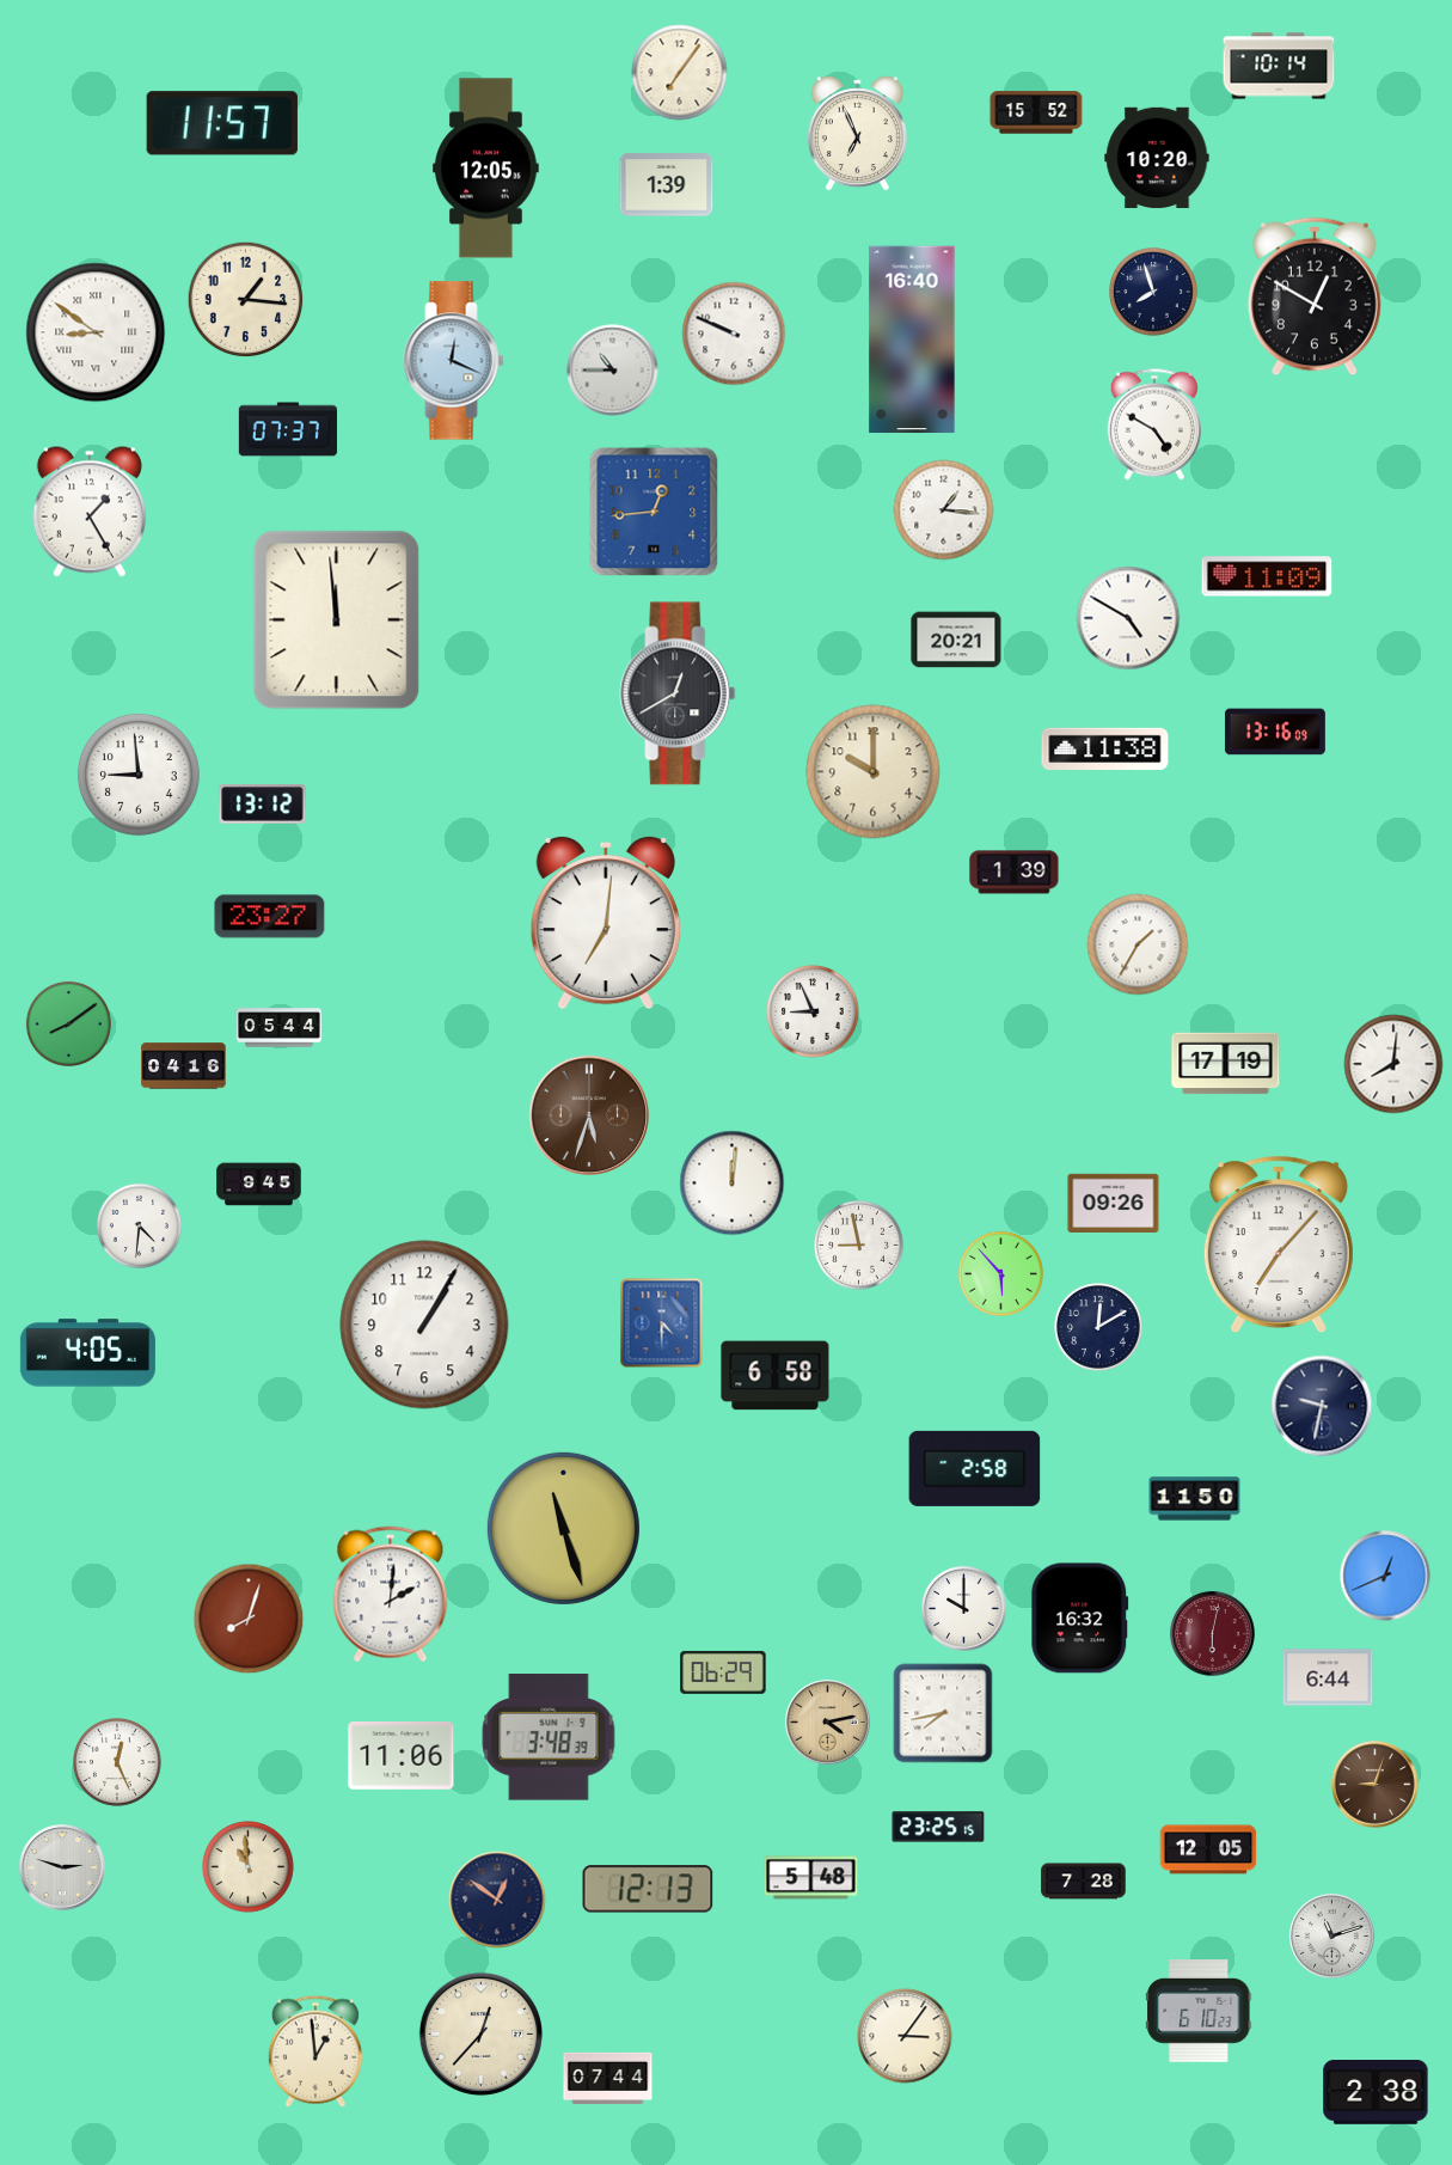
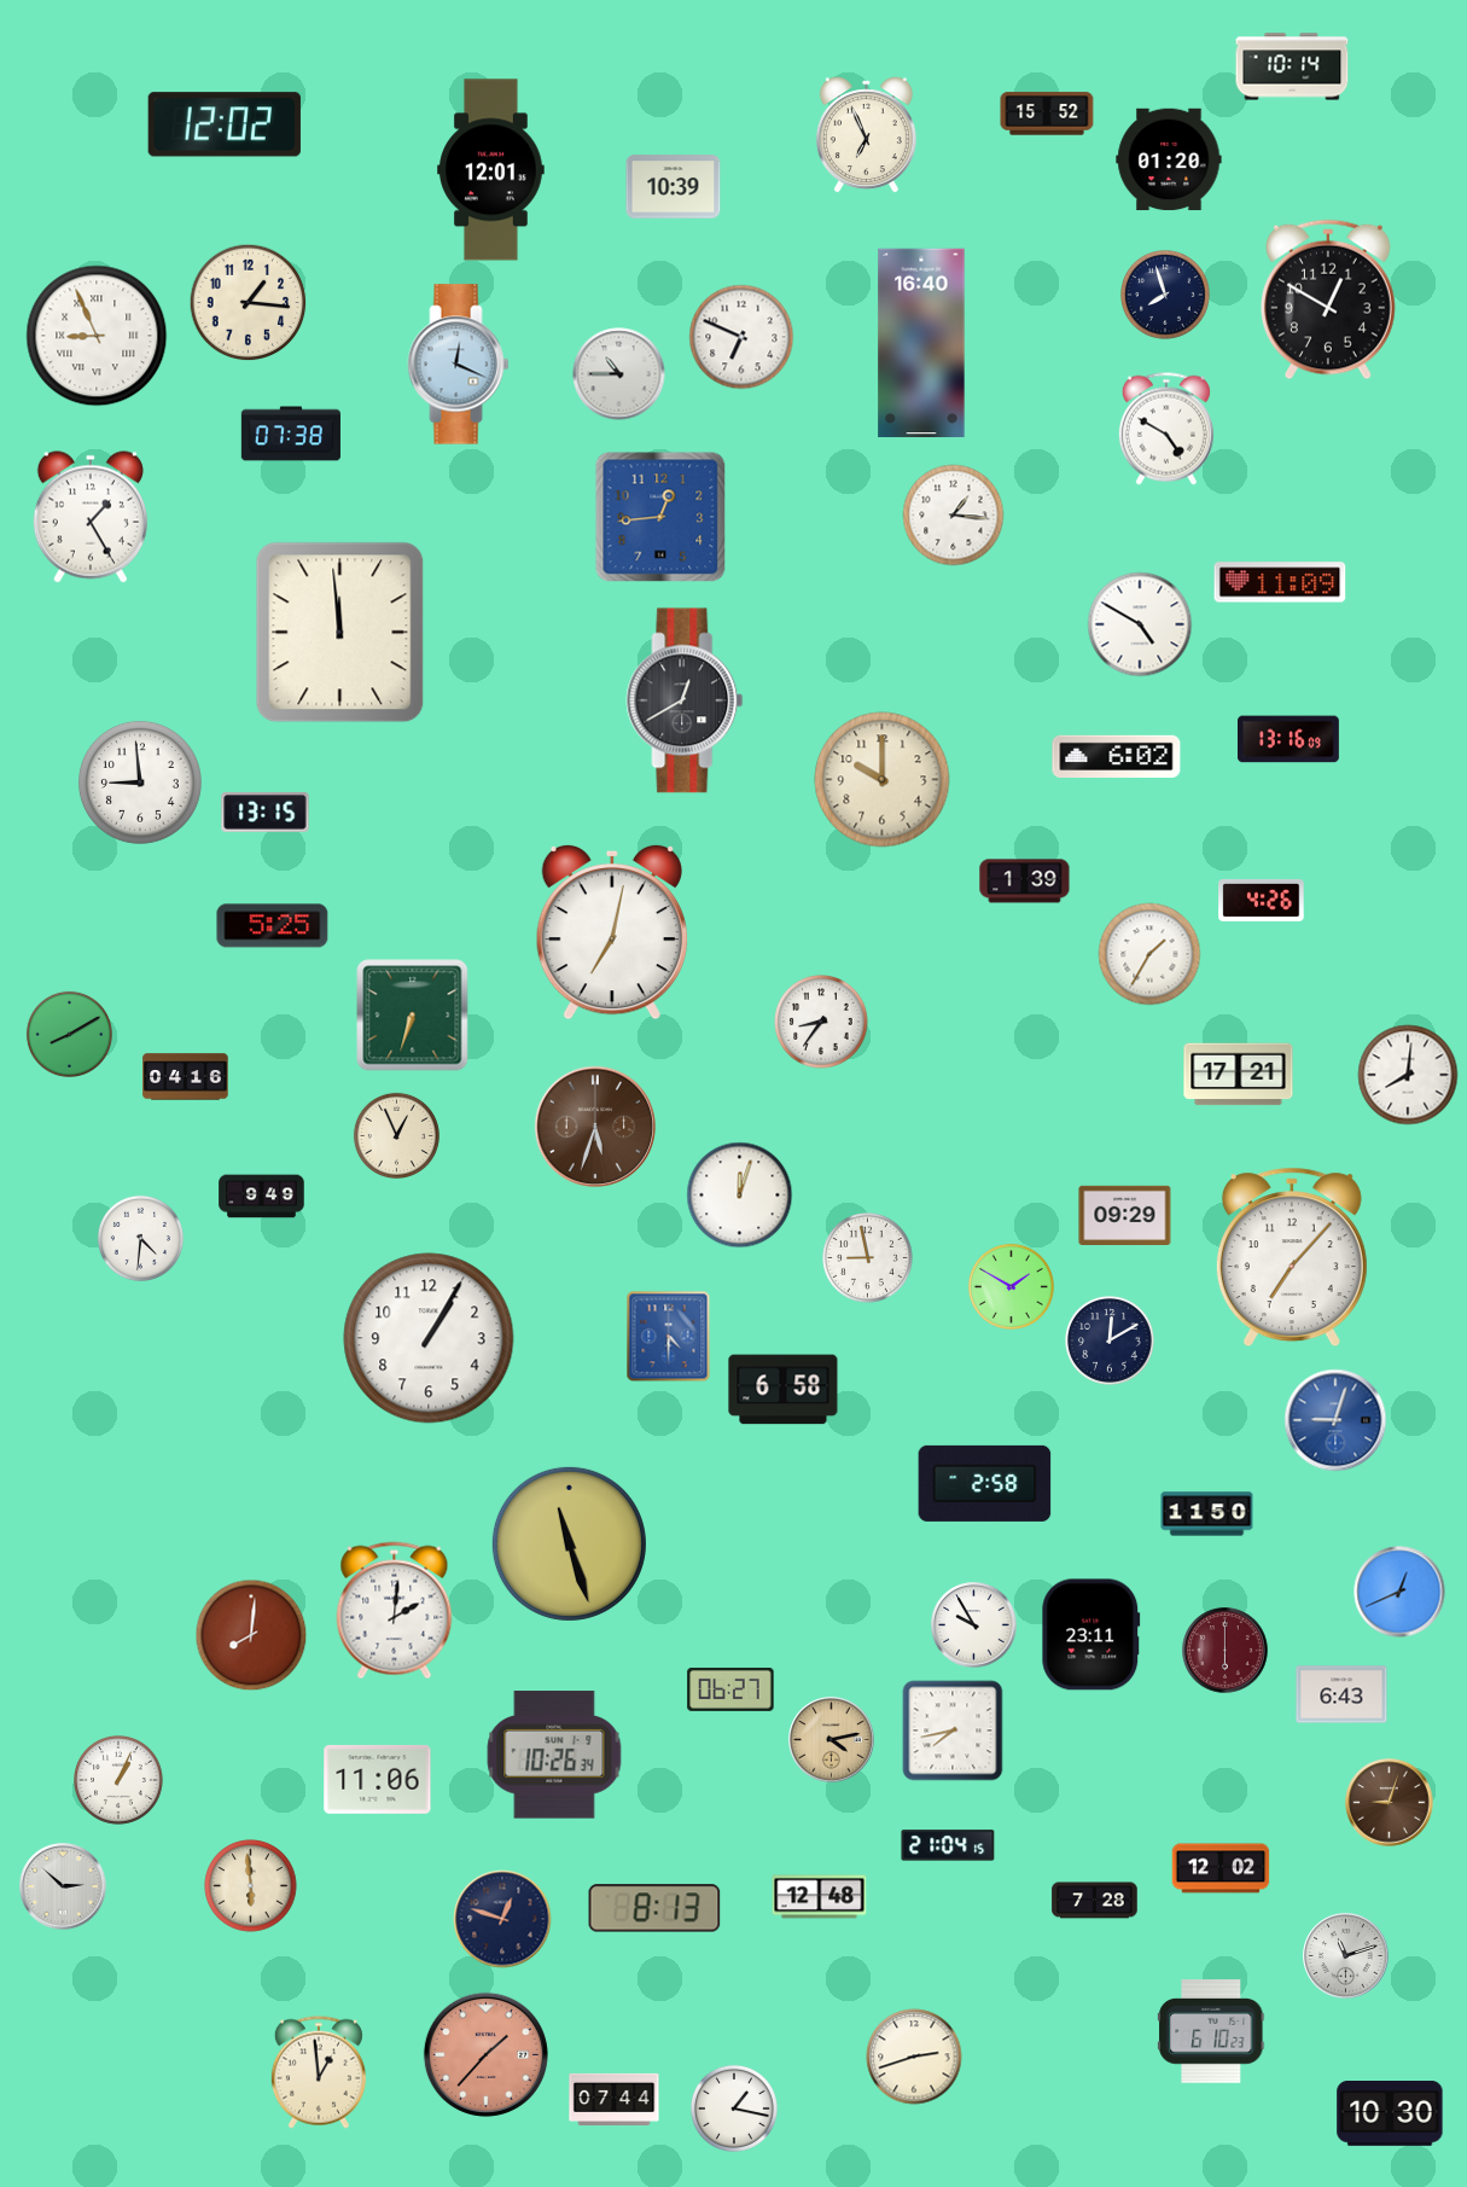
clock at (680, 73): 7:06 -> none
clock at (222, 123): 11:57 -> 12:02
clock at (1157, 158): 10:20 -> 01:20
clock at (486, 169): 12:05 -> 12:01
clock at (667, 185): 1:39 -> 10:39
clock at (96, 332): 8:51 -> 8:56
clock at (734, 334): 9:49 -> 6:49
clock at (288, 429): 07:37 -> 07:38
clock at (337, 620) position: (337, 620) -> (340, 633)
clock at (956, 640): 20:21 -> none
clock at (1105, 748): 11:38 -> 6:02
clock at (263, 805): 13:12 -> 13:15
clock at (1262, 900): none -> 4:26
clock at (270, 917): 23:27 -> 5:25
clock at (606, 923): 7:01 -> 7:02
clock at (413, 1016): none -> 6:33
clock at (813, 1011): 8:56 -> 8:36
clock at (68, 1023): 8:09 -> 8:10
clock at (280, 1028): 05:44 -> none
clock at (1226, 1064): 17:19 -> 17:21
clock at (396, 1135): none -> 12:56
clock at (733, 1184): 12:01 -> 12:03
clock at (259, 1185): 9:45 -> 9:49
clock at (1114, 1203): 09:26 -> 09:29
clock at (1000, 1273): 5:53 -> 1:50
clock at (87, 1353): 4:05 -> none
clock at (1322, 1406): 9:32 -> 9:03
clock at (1322, 1406) dial: navy -> blue
clock at (964, 1609): 10:00 -> 9:55
clock at (249, 1619): 8:03 -> 8:01
clock at (1080, 1619): 16:32 -> 23:11
clock at (1213, 1634): 6:02 -> 6:00
clock at (723, 1672): 06:29 -> 06:27
clock at (1328, 1677): 6:44 -> 6:43
clock at (828, 1723) position: (828, 1723) -> (832, 1740)
clock at (549, 1737): 3:48 -> 10:26
clock at (402, 1755) position: (402, 1755) -> (378, 1779)
clock at (118, 1763): 12:26 -> 1:04
clock at (938, 1827): 23:25 -> 21:04
clock at (1208, 1849): 12:05 -> 12:02
clock at (62, 1867): 2:48 -> 2:52
clock at (249, 1867): 10:59 -> 5:59
clock at (811, 1878): 5:48 -> 12:48
clock at (648, 1889): 12:13 -> 8:13
clock at (497, 1900): 12:51 -> 12:48
clock at (480, 2033): 12:37 -> 1:37
clock at (480, 2033) dial: cream -> salmon
clock at (905, 2036): 3:06 -> 2:42
clock at (734, 2109): none -> 1:17
clock at (1376, 2093): 2:38 -> 10:30
